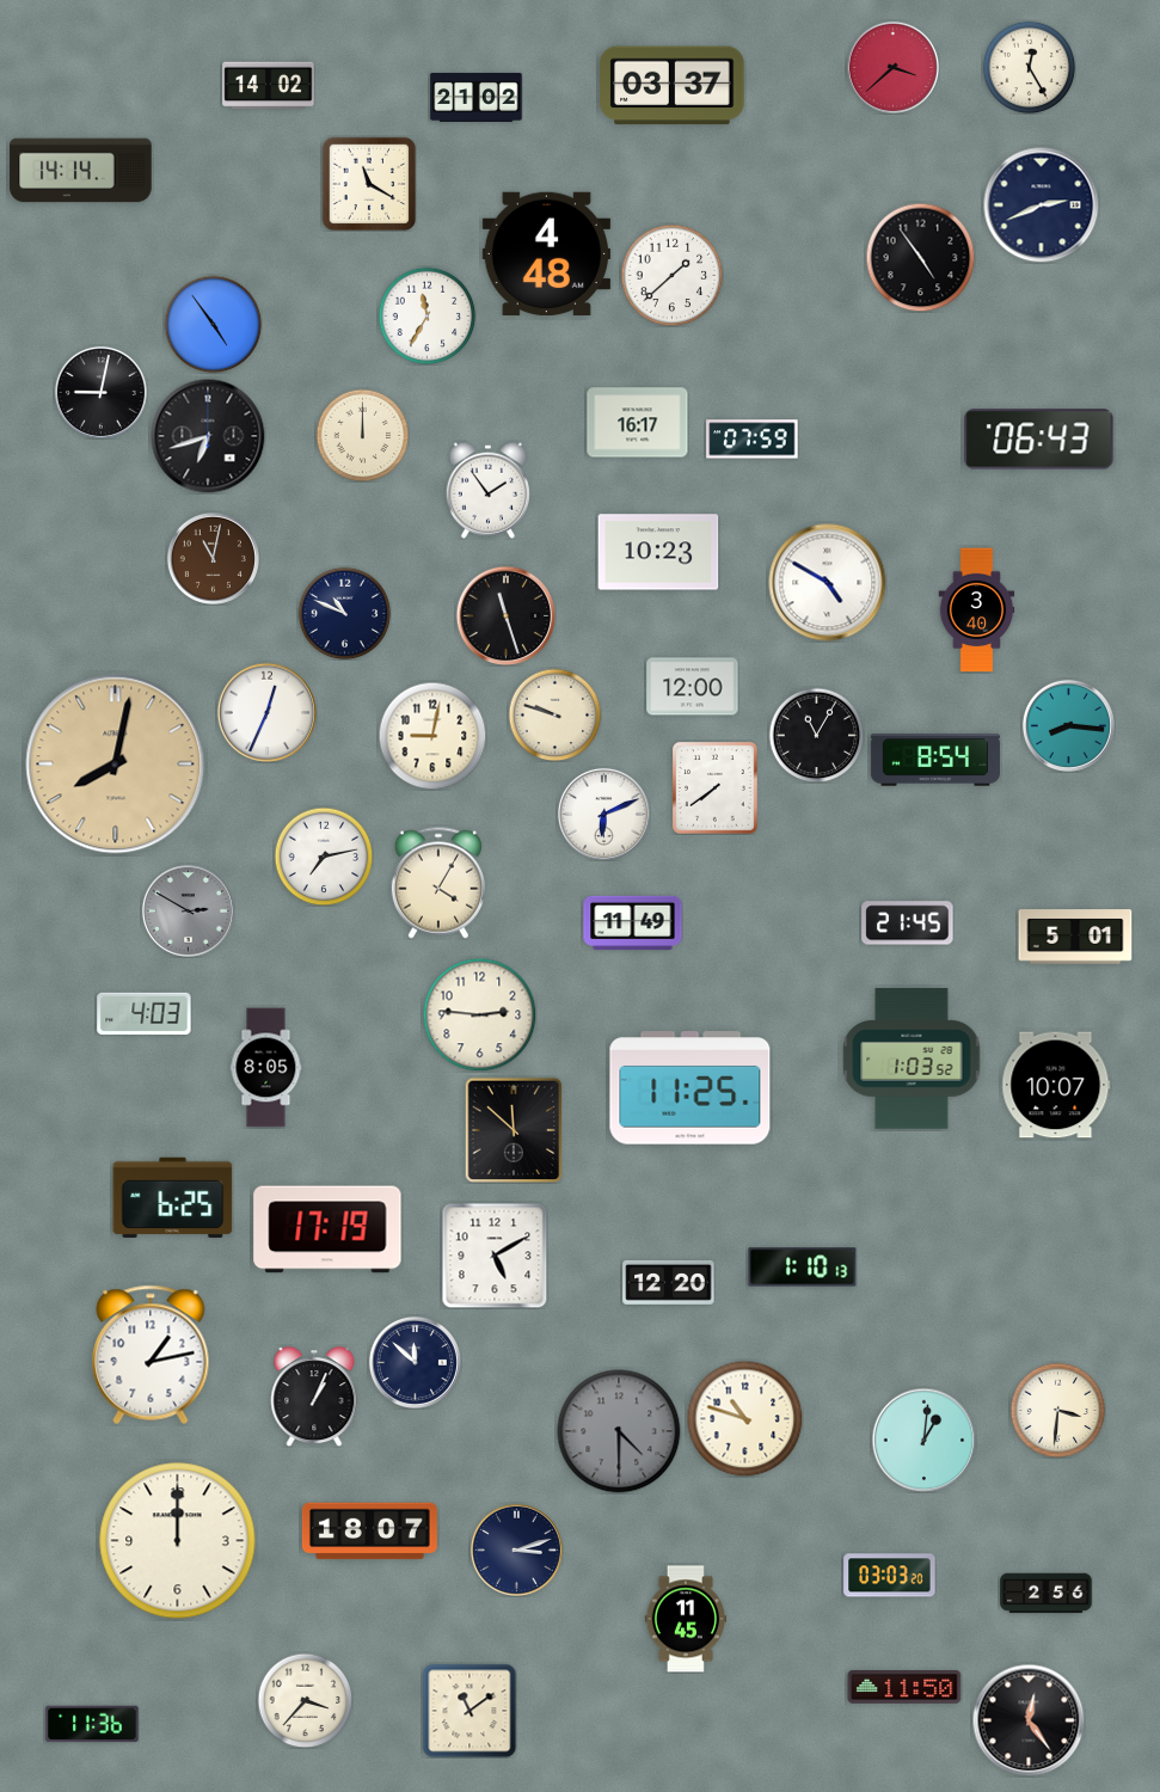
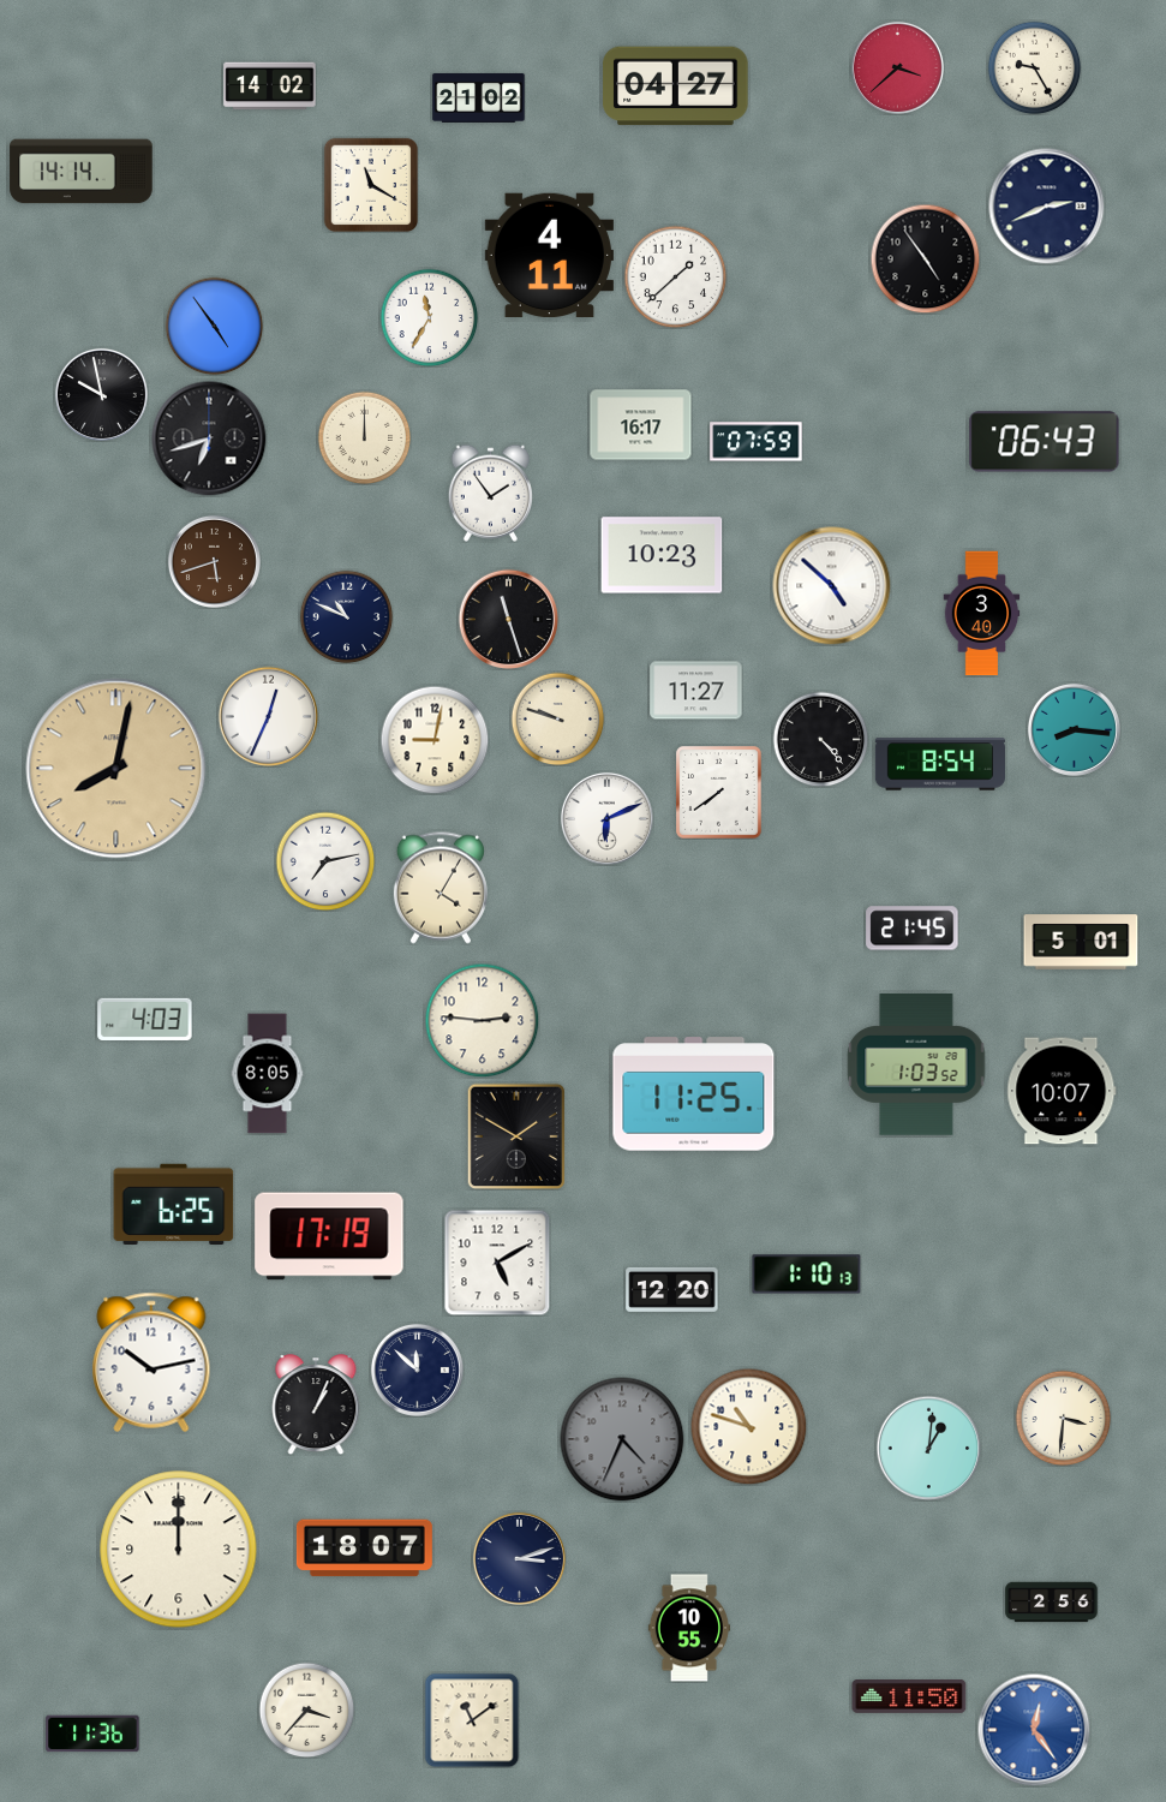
clock at (1029, 67): 12:25 -> 9:25
clock at (673, 86): 03:37 -> 04:27
clock at (546, 254): 4:48 -> 4:11
clock at (100, 392): 9:02 -> 9:58
clock at (213, 558): 11:02 -> 5:42
clock at (828, 583): 4:50 -> 4:52
clock at (693, 687): 12:00 -> 11:27
clock at (816, 735): 11:05 -> 4:23
clock at (188, 910): 2:50 -> none
clock at (633, 923): 11:49 -> none
clock at (514, 1130): 11:52 -> 1:50
clock at (151, 1355): 1:13 -> 10:13
clock at (619, 1431): 4:30 -> 4:34
clock at (369, 1532) position: (369, 1532) -> (364, 1549)
clock at (890, 1576): 03:03 -> none
clock at (685, 1619): 11:45 -> 10:55
clock at (1029, 1720) dial: black -> blue
